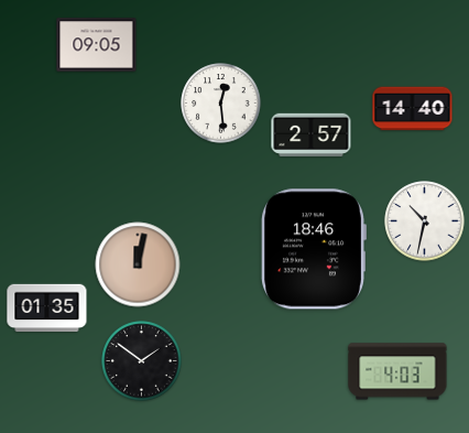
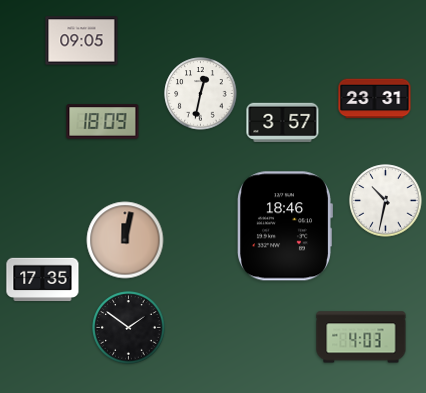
clock at (97, 45) position: (97, 45) -> (82, 41)
clock at (221, 104): 12:29 -> 12:32
clock at (413, 109): 14:40 -> 23:31
clock at (103, 122): none -> 18:09
clock at (312, 134): 2:57 -> 3:57
clock at (47, 308): 01:35 -> 17:35
